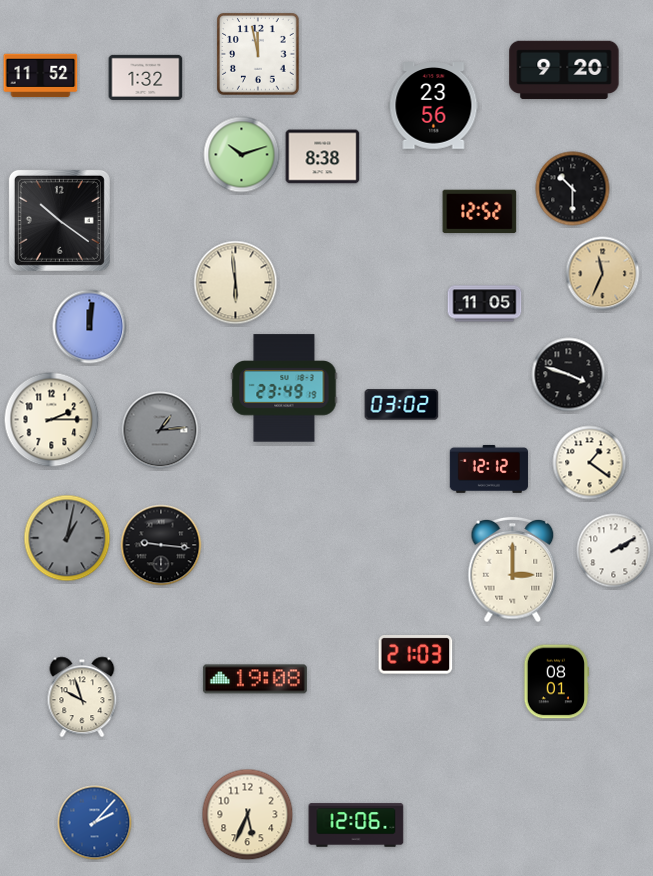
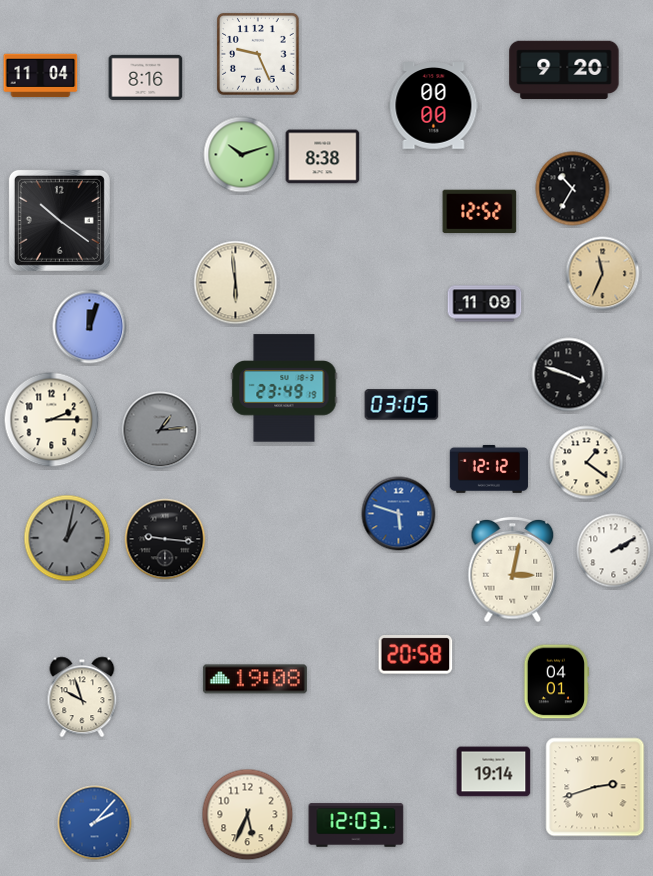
clock at (259, 55): 11:58 -> 9:26
clock at (41, 76): 11:52 -> 11:04
clock at (146, 77): 1:32 -> 8:16
clock at (434, 106): 23:56 -> 00:00
clock at (573, 189): 10:30 -> 10:35
clock at (485, 304): 11:05 -> 11:09
clock at (90, 327): 12:01 -> 12:03
clock at (402, 405): 03:02 -> 03:05
clock at (590, 463) position: (590, 463) -> (587, 463)
clock at (399, 514): none -> 5:48
clock at (161, 545) position: (161, 545) -> (165, 539)
clock at (513, 570): 3:00 -> 3:02
clock at (416, 655): 21:03 -> 20:58
clock at (557, 682): 08:01 -> 04:01
clock at (494, 772): none -> 19:14
clock at (595, 787): none -> 2:42
clock at (356, 825): 12:06 -> 12:03
